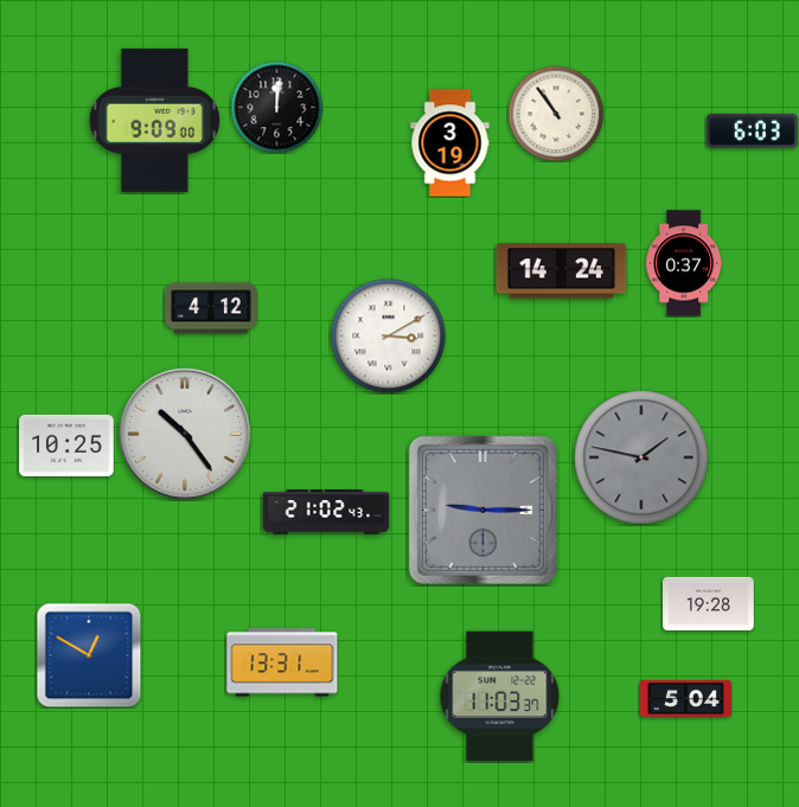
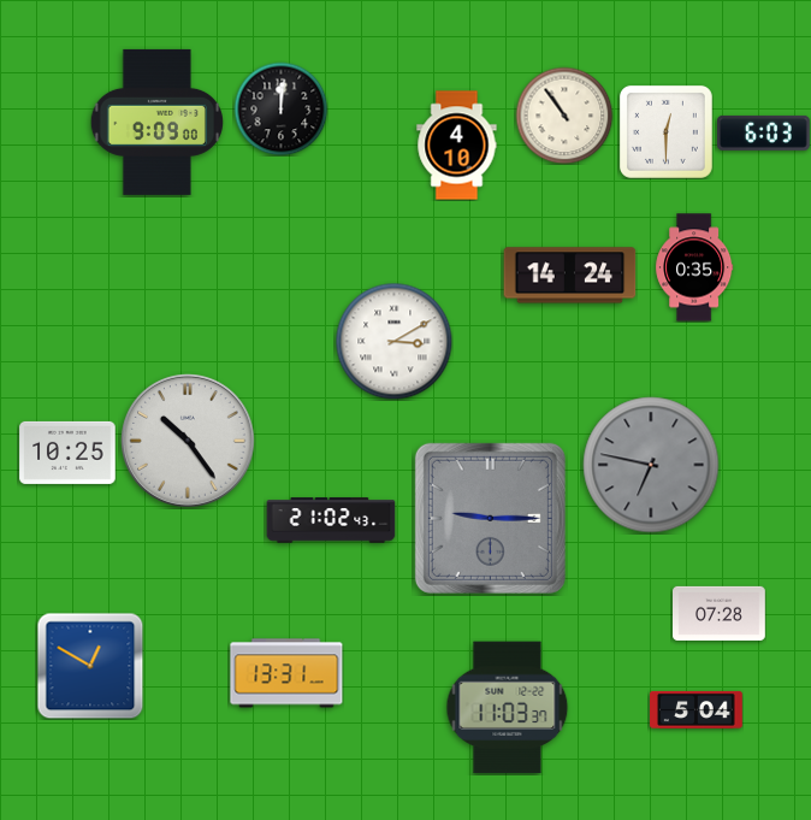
clock at (665, 131): none -> 12:30
clock at (450, 143): 3:19 -> 4:10
clock at (684, 263): 0:37 -> 0:35
clock at (211, 308): 4:12 -> none
clock at (641, 457): 1:47 -> 6:47
clock at (709, 603): 19:28 -> 07:28
